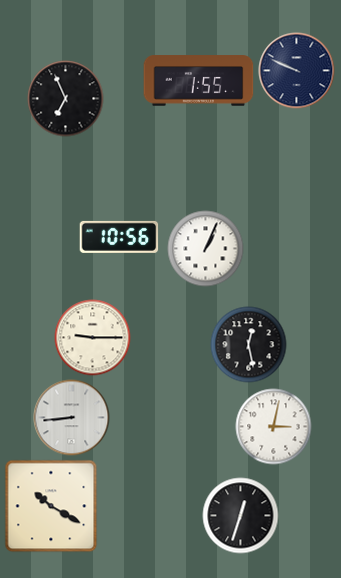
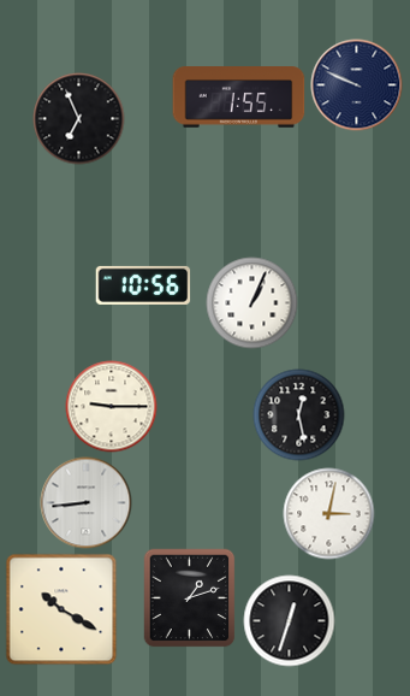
clock at (206, 249) position: (206, 249) -> (252, 303)
clock at (190, 598): none -> 1:12
